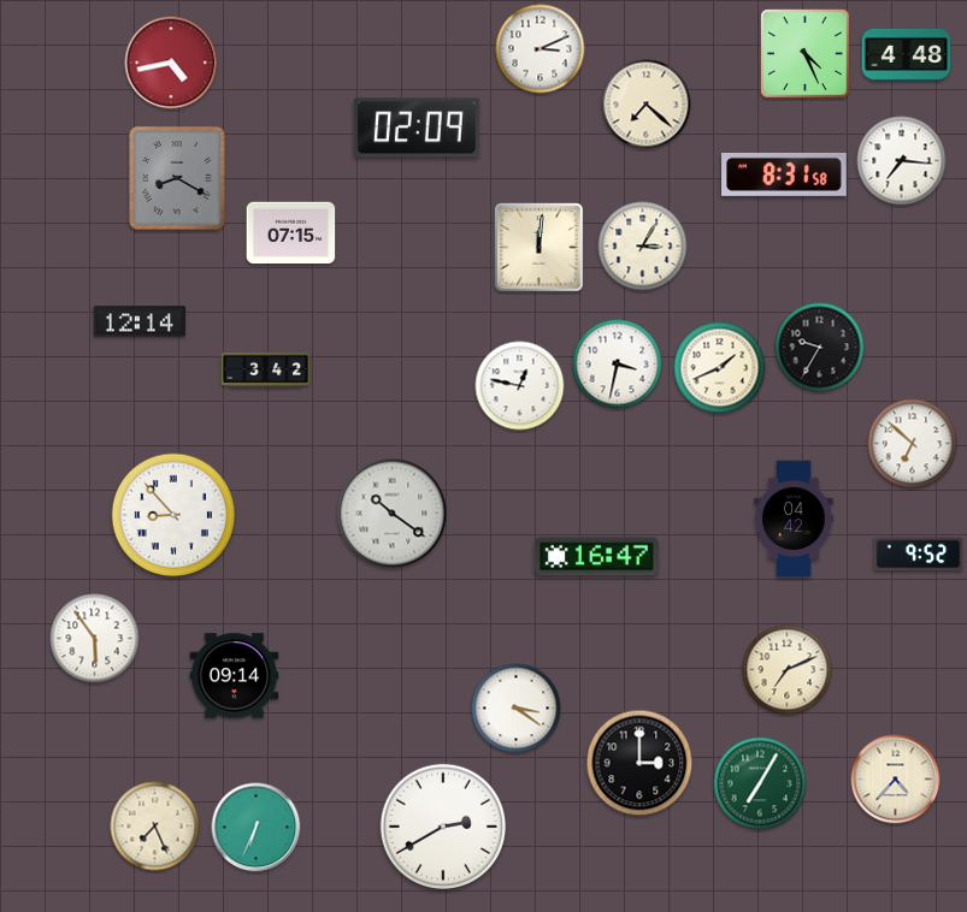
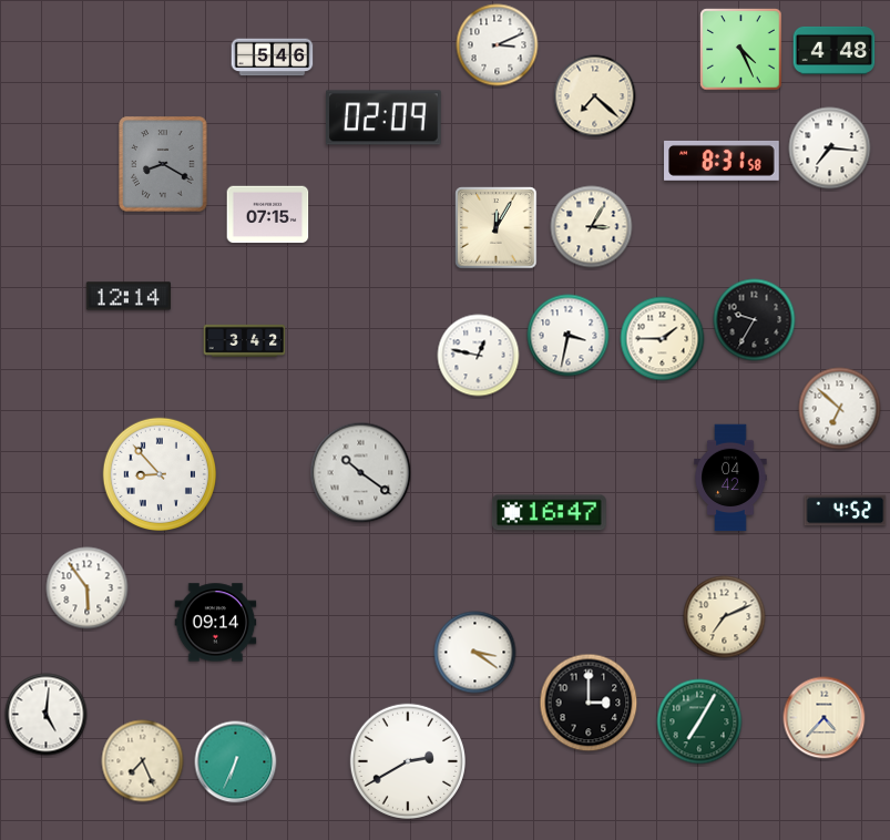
clock at (171, 63): 4:43 -> none
clock at (273, 58): none -> 5:46
clock at (539, 248): 12:01 -> 12:05
clock at (720, 368): 1:41 -> 1:45
clock at (919, 555): 9:52 -> 4:52
clock at (47, 715): none -> 5:01
